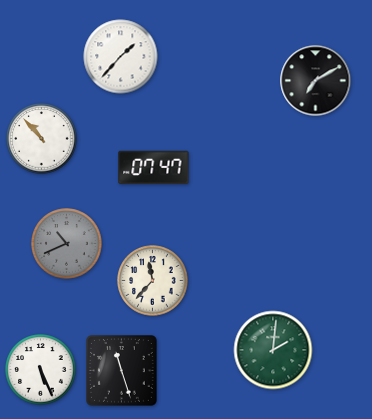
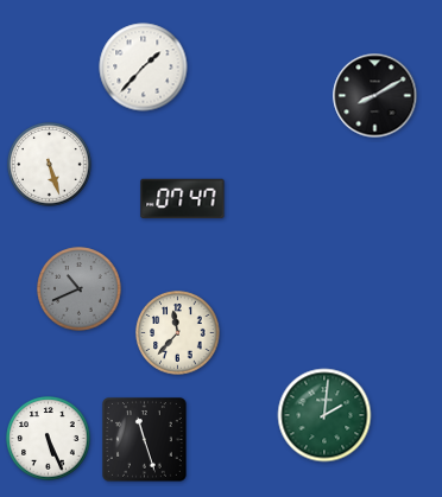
clock at (316, 81): 7:10 -> 8:10
clock at (42, 139): 10:53 -> 5:27
clock at (153, 281) position: (153, 281) -> (178, 333)
